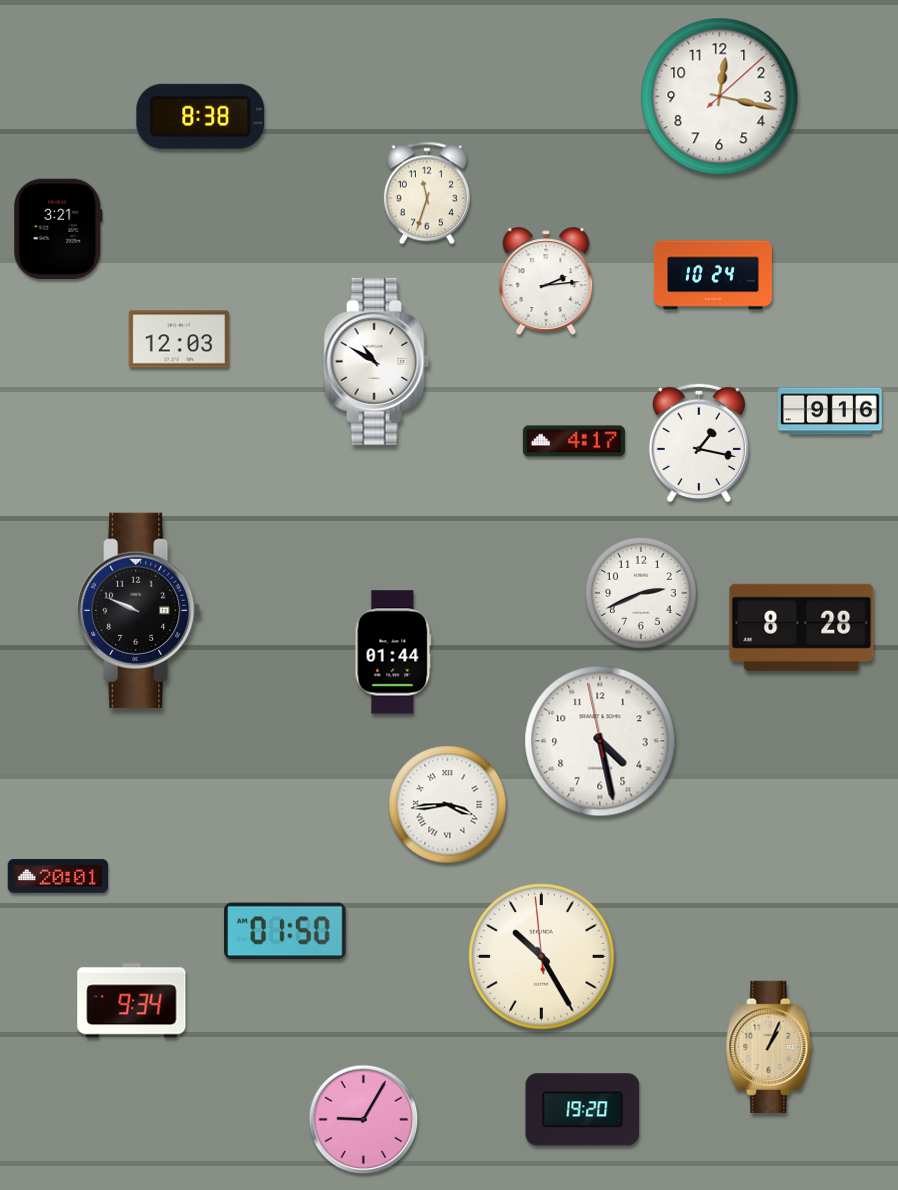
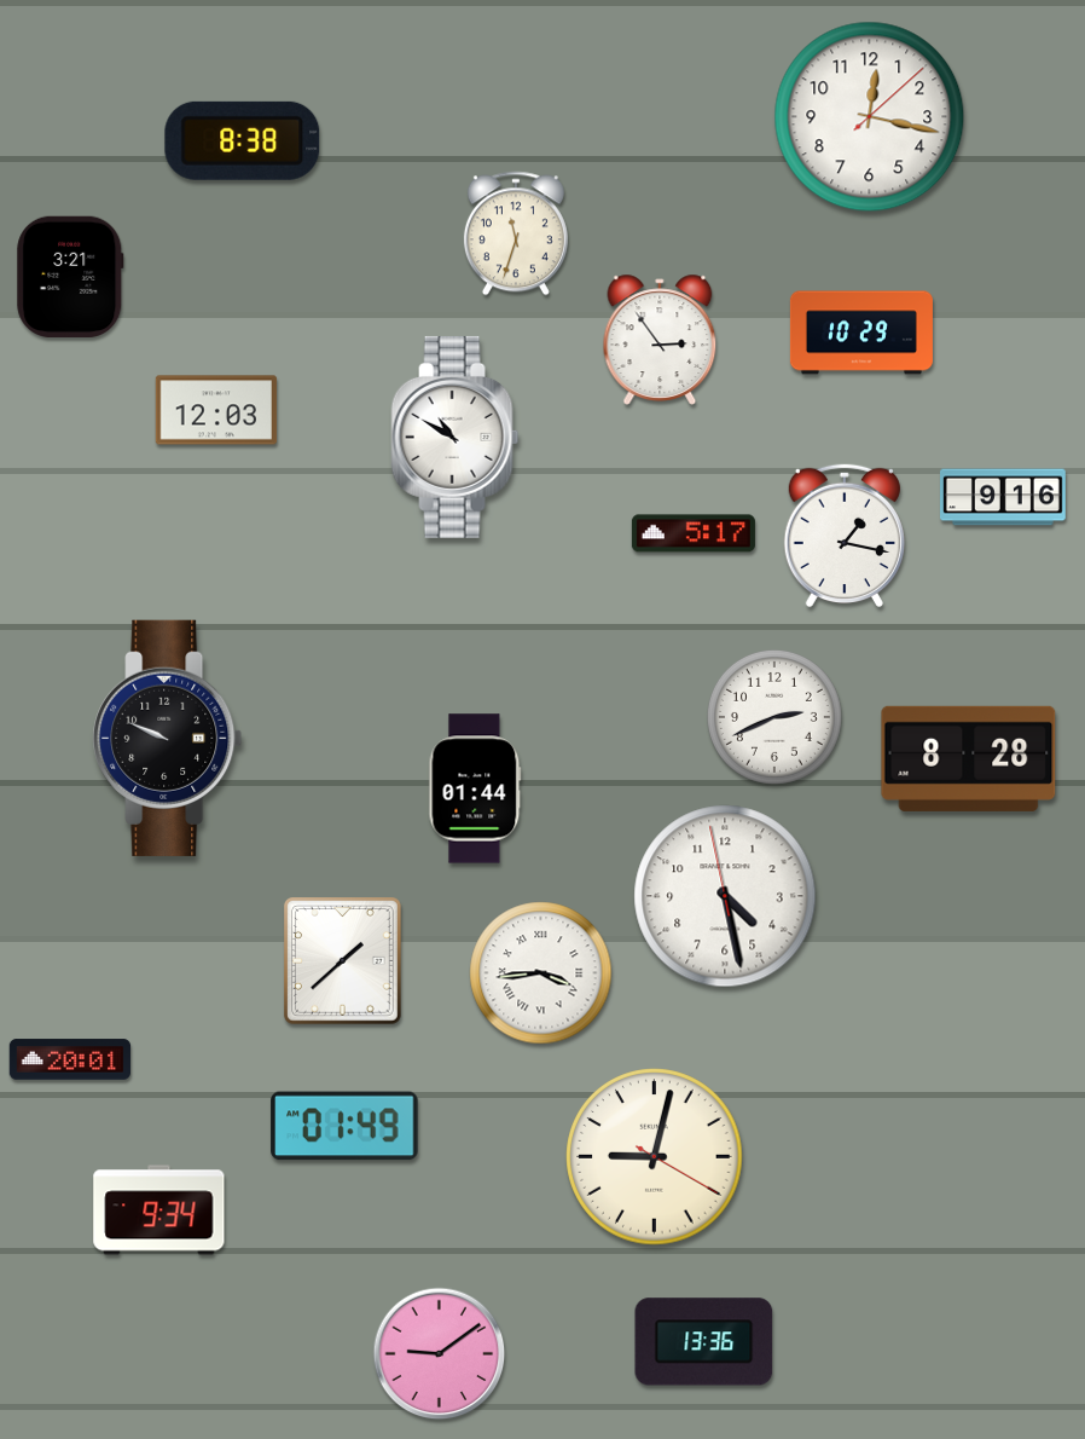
clock at (713, 275): 10:24 -> 10:29
clock at (546, 281): 2:14 -> 2:54
clock at (574, 441): 4:17 -> 5:17
clock at (342, 961): none -> 1:38
clock at (285, 931): 01:50 -> 01:49
clock at (542, 957): 10:24 -> 9:02
clock at (769, 1047): 1:04 -> none
clock at (583, 1110): 19:20 -> 13:36
clock at (364, 1120): 9:05 -> 9:09
